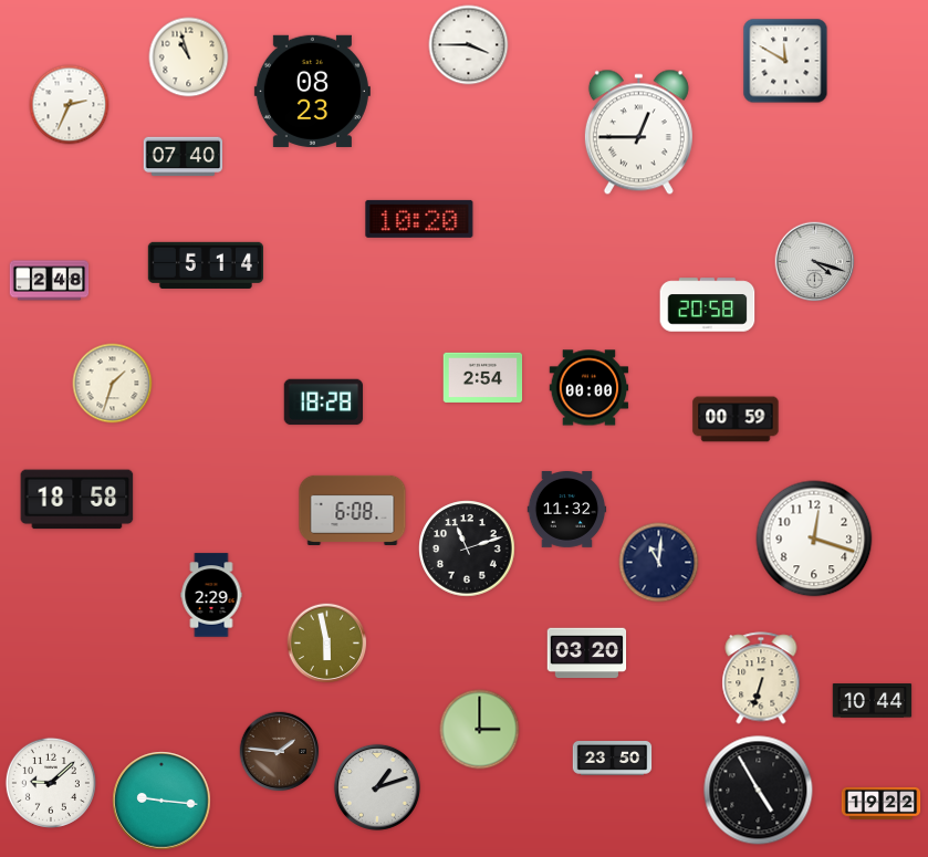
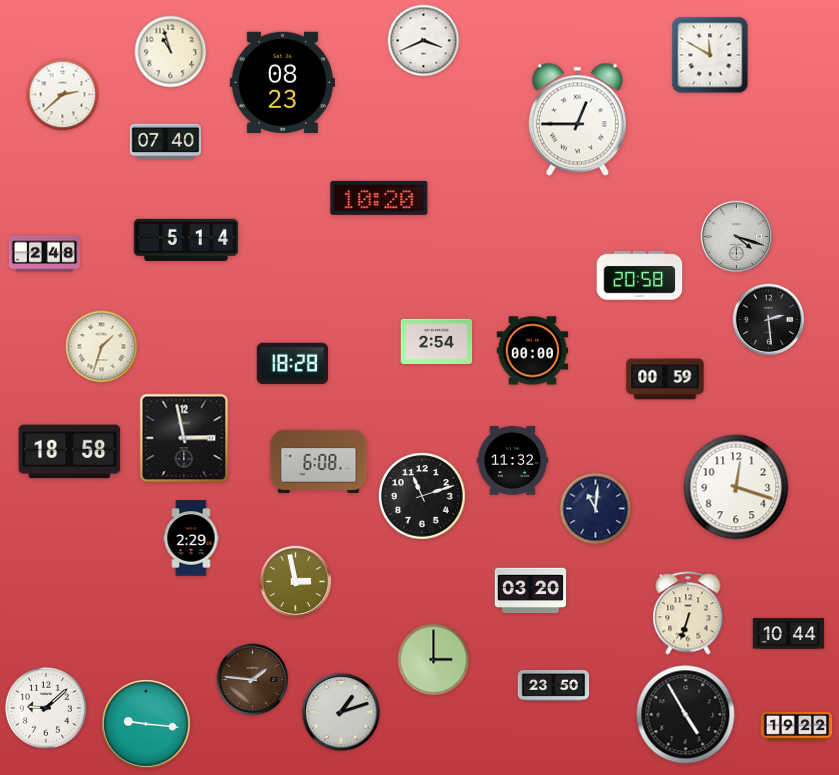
clock at (469, 45): 3:45 -> 3:41
clock at (70, 105): 2:34 -> 2:38
clock at (769, 320): none -> 2:29
clock at (184, 438): none -> 2:58
clock at (327, 644): 5:58 -> 2:58
